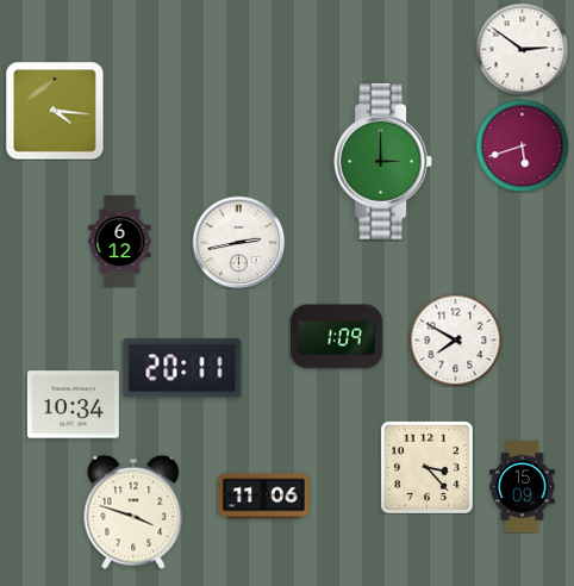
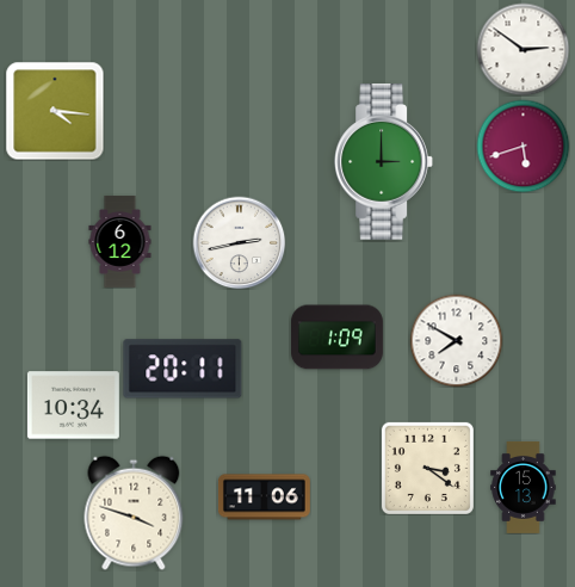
clock at (426, 467): 3:23 -> 3:21
clock at (523, 487): 15:09 -> 15:13
